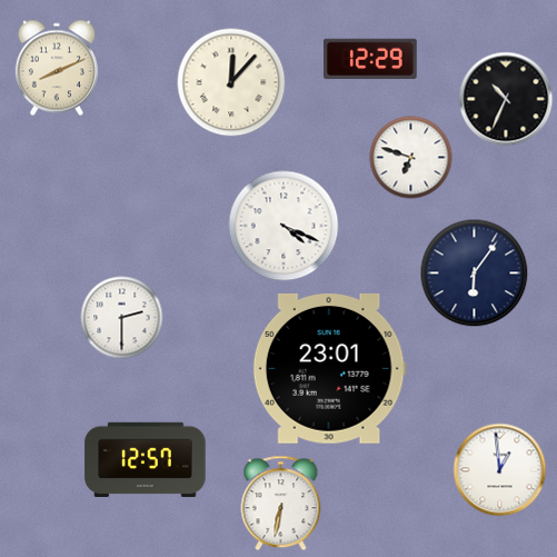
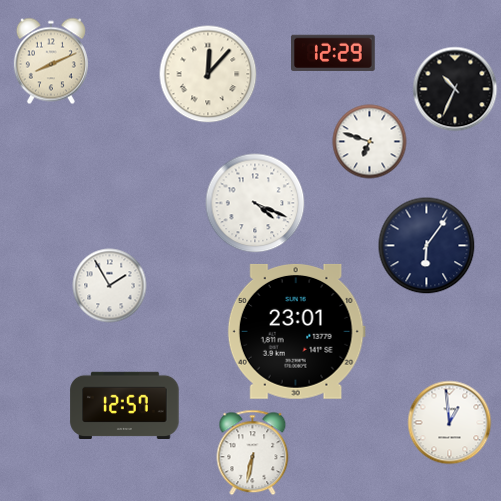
clock at (122, 318): 2:30 -> 1:55
clock at (146, 460) position: (146, 460) -> (125, 406)
